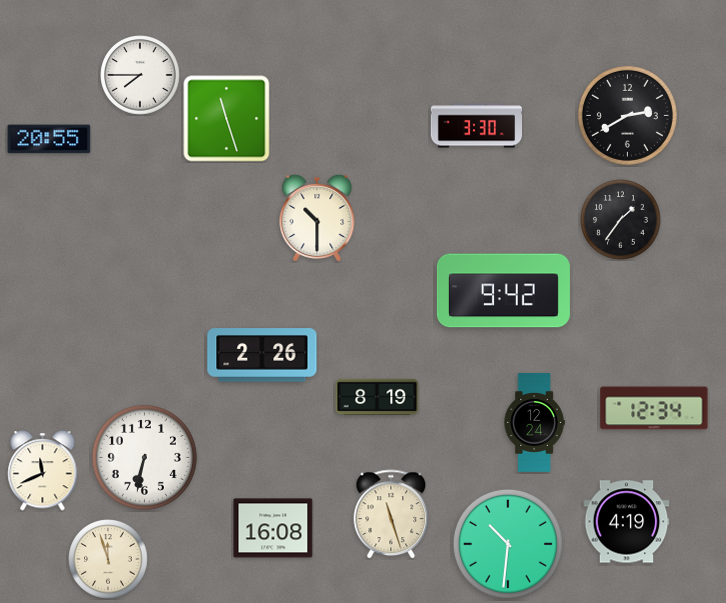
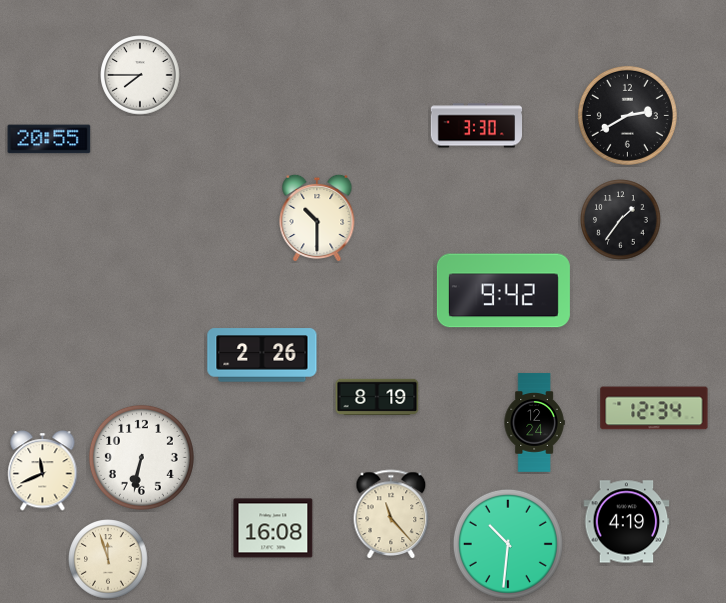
clock at (227, 119): 11:27 -> none
clock at (144, 457) position: (144, 457) -> (141, 457)
clock at (391, 514): 11:27 -> 11:23
